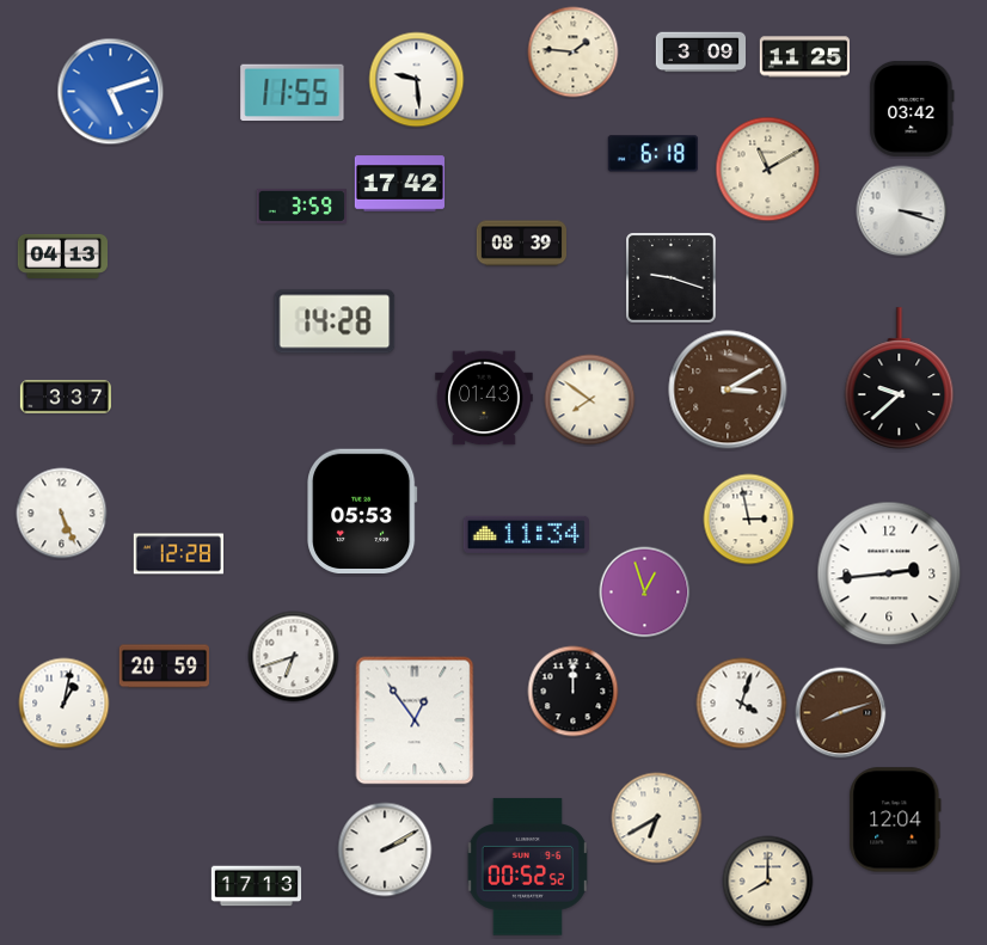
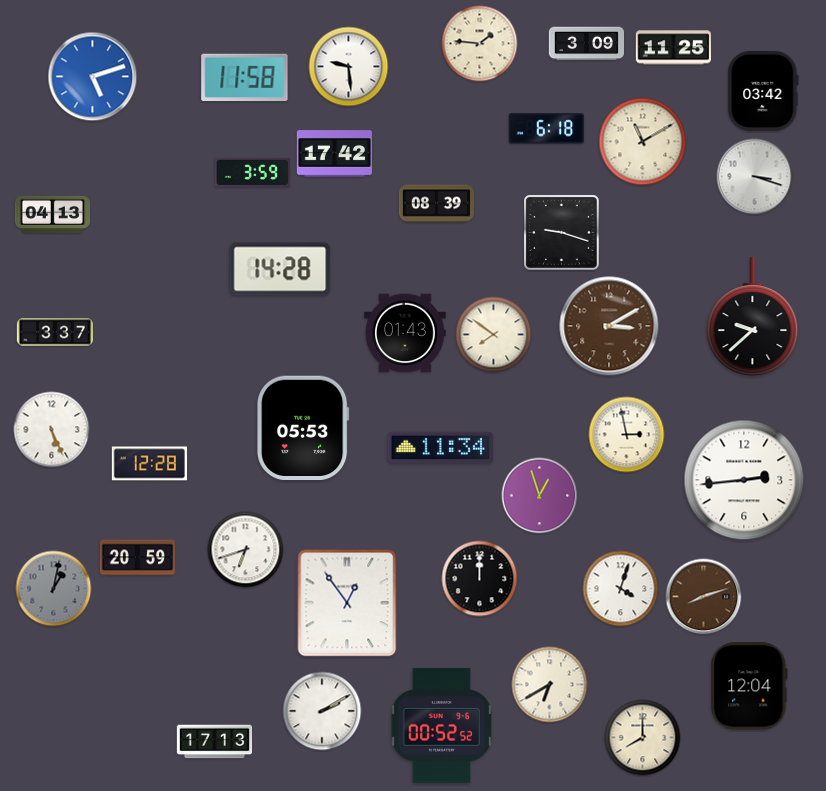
clock at (293, 93): 11:55 -> 11:58
clock at (65, 704) dial: white -> grey
